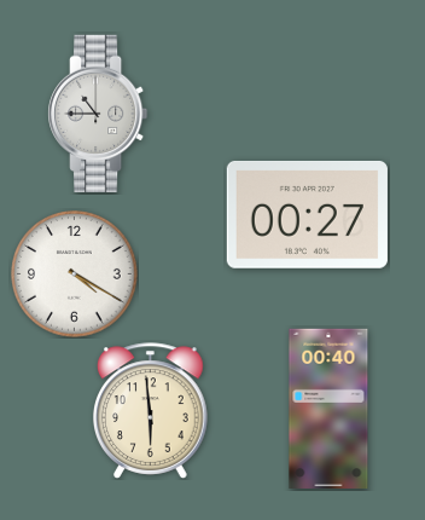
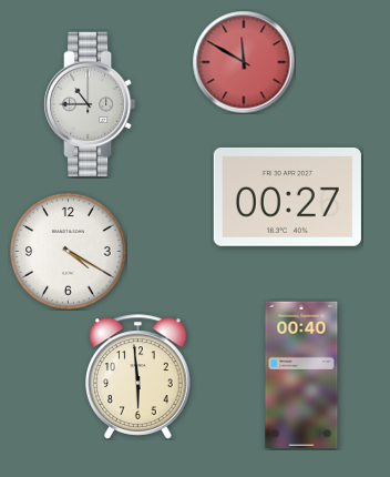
clock at (244, 62): none -> 11:50
clock at (307, 214) position: (307, 214) -> (287, 196)
